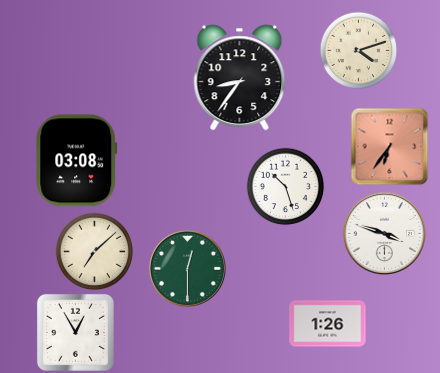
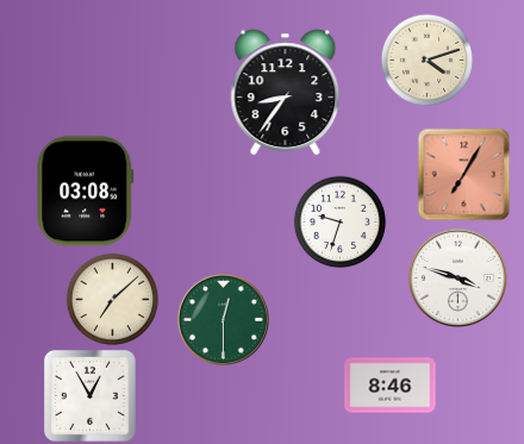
clock at (389, 146): 6:36 -> 7:05
clock at (77, 161) position: (77, 161) -> (86, 192)
clock at (285, 186): 10:27 -> 9:33
clock at (328, 324): 1:26 -> 8:46
